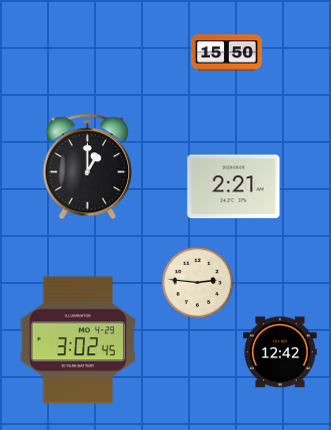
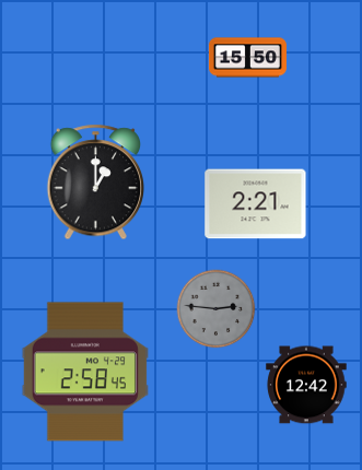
clock at (198, 283) dial: cream -> grey
clock at (78, 340): 3:02 -> 2:58
